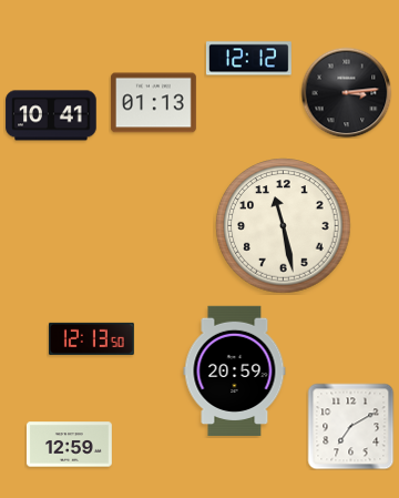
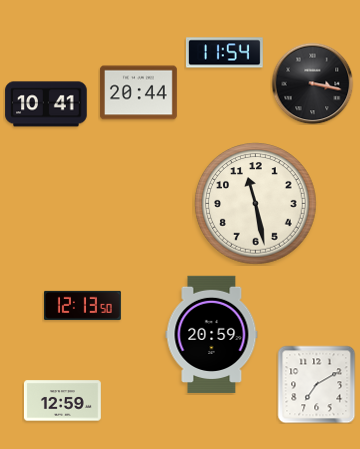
clock at (248, 59): 12:12 -> 11:54
clock at (346, 92): 3:14 -> 3:17
clock at (153, 103): 01:13 -> 20:44
